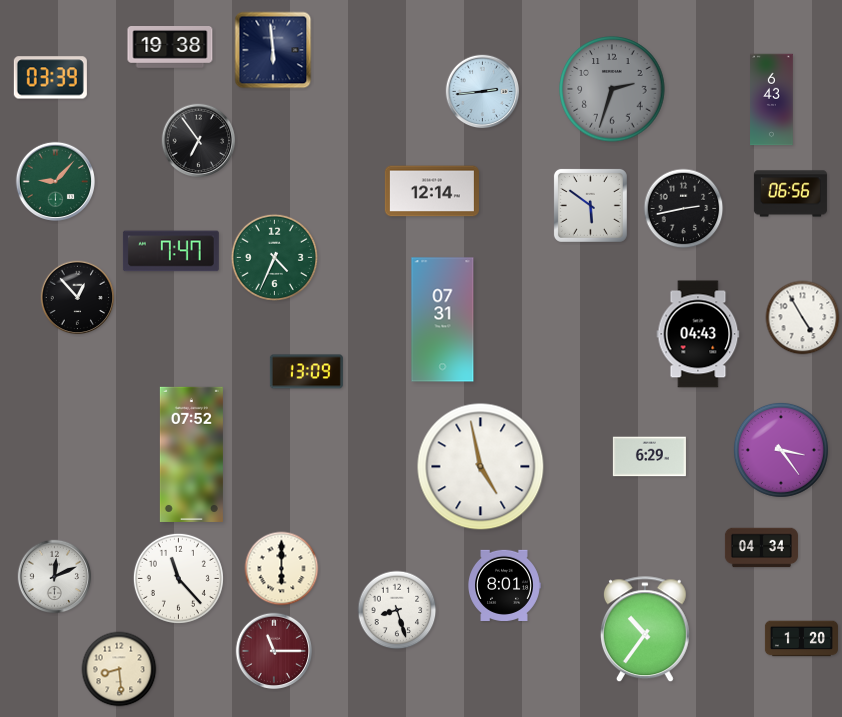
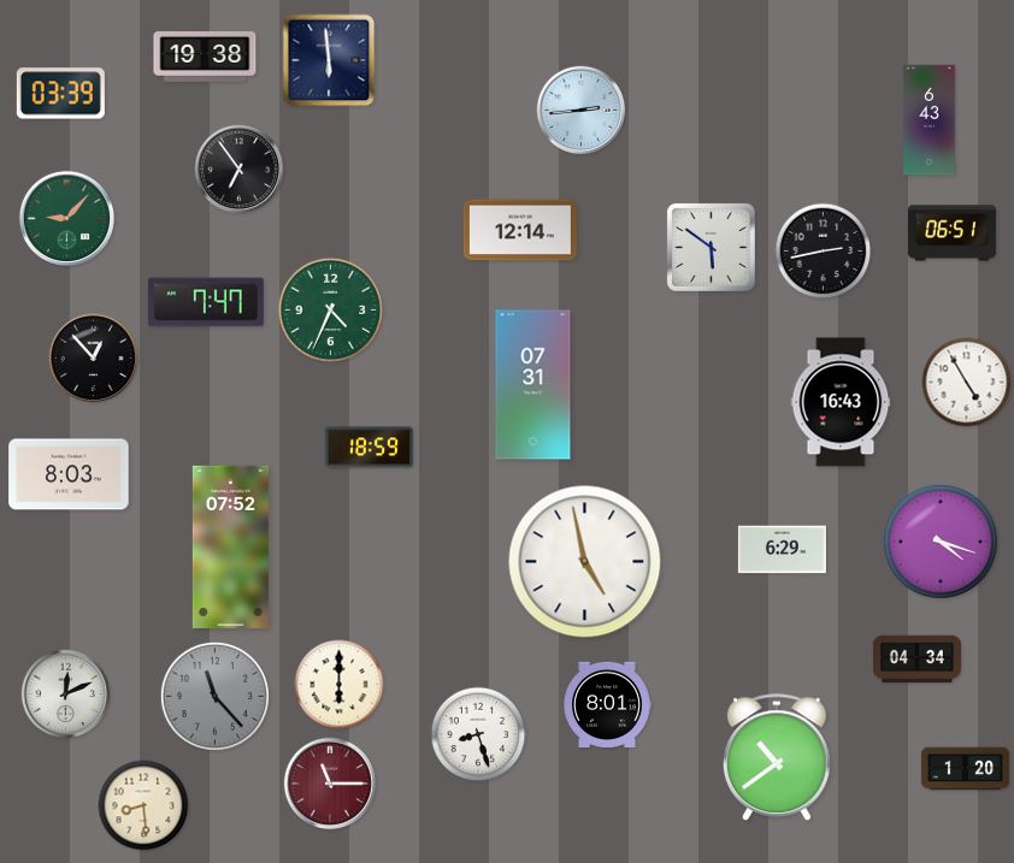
clock at (612, 89): 2:33 -> none
clock at (790, 194): 06:56 -> 06:51
clock at (698, 334): 04:43 -> 16:43
clock at (306, 372): 13:09 -> 18:59
clock at (69, 474): none -> 8:03
clock at (781, 450): 3:24 -> 4:18
clock at (481, 467) position: (481, 467) -> (585, 562)
clock at (178, 578) dial: white -> grey
clock at (645, 630): 10:36 -> 10:39
